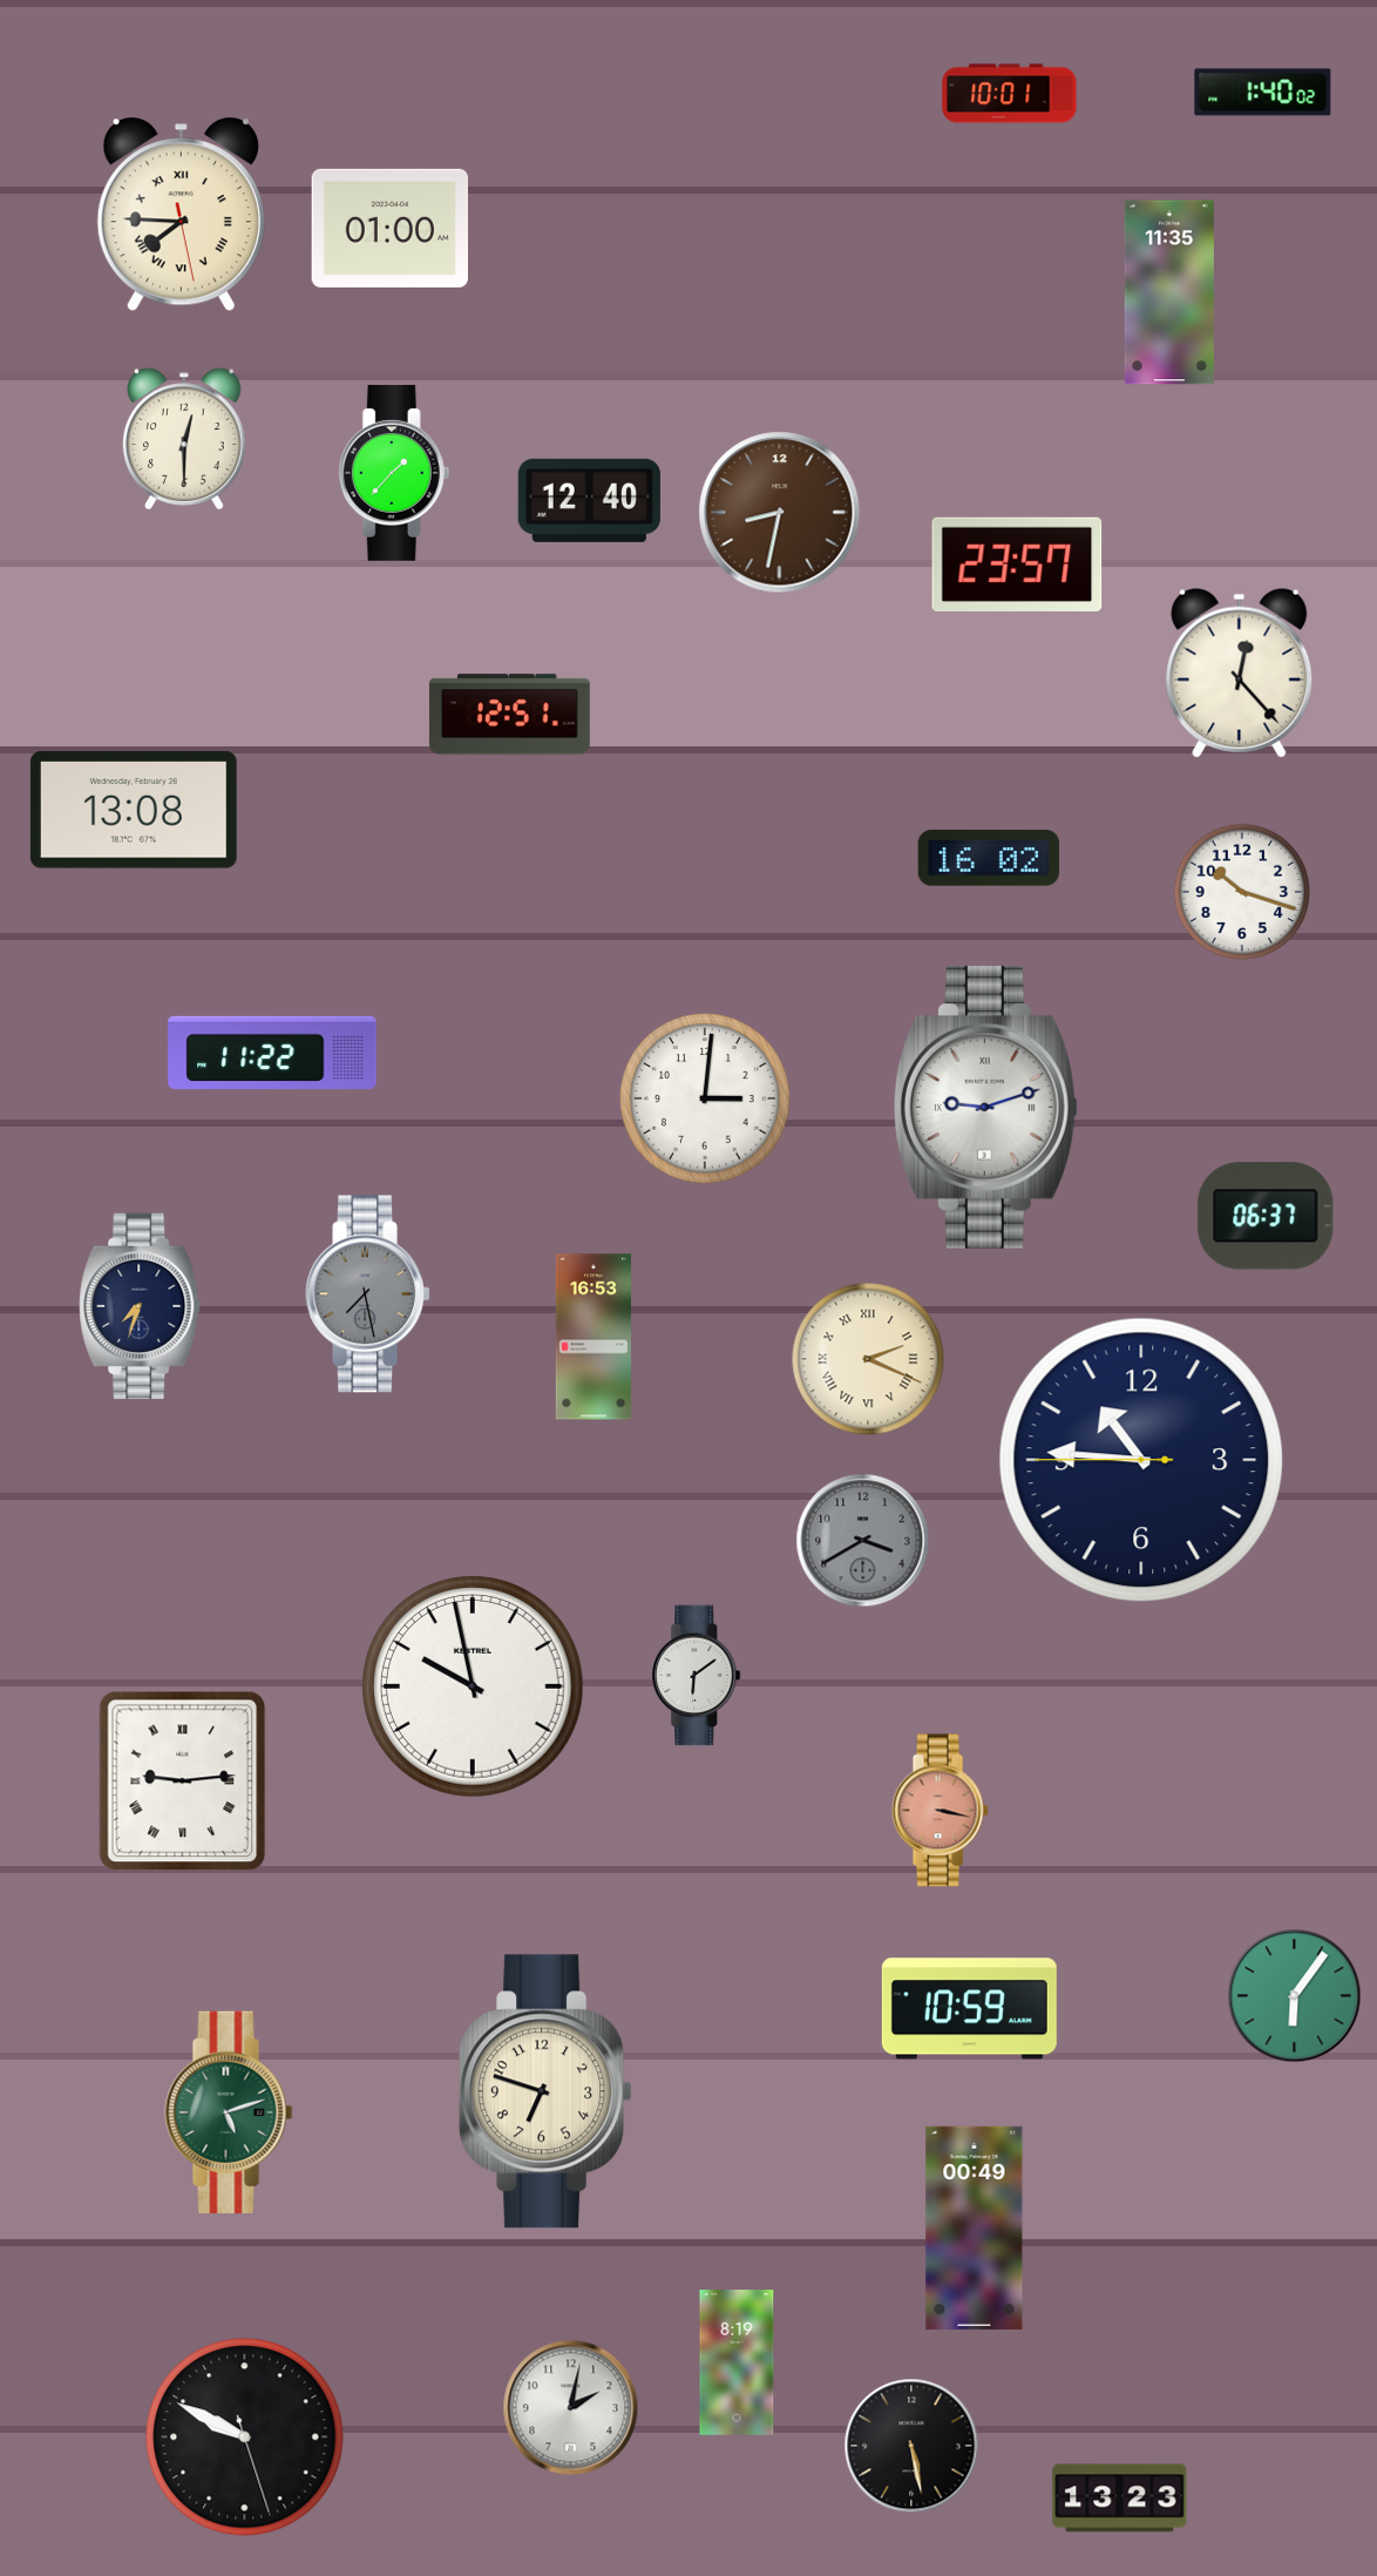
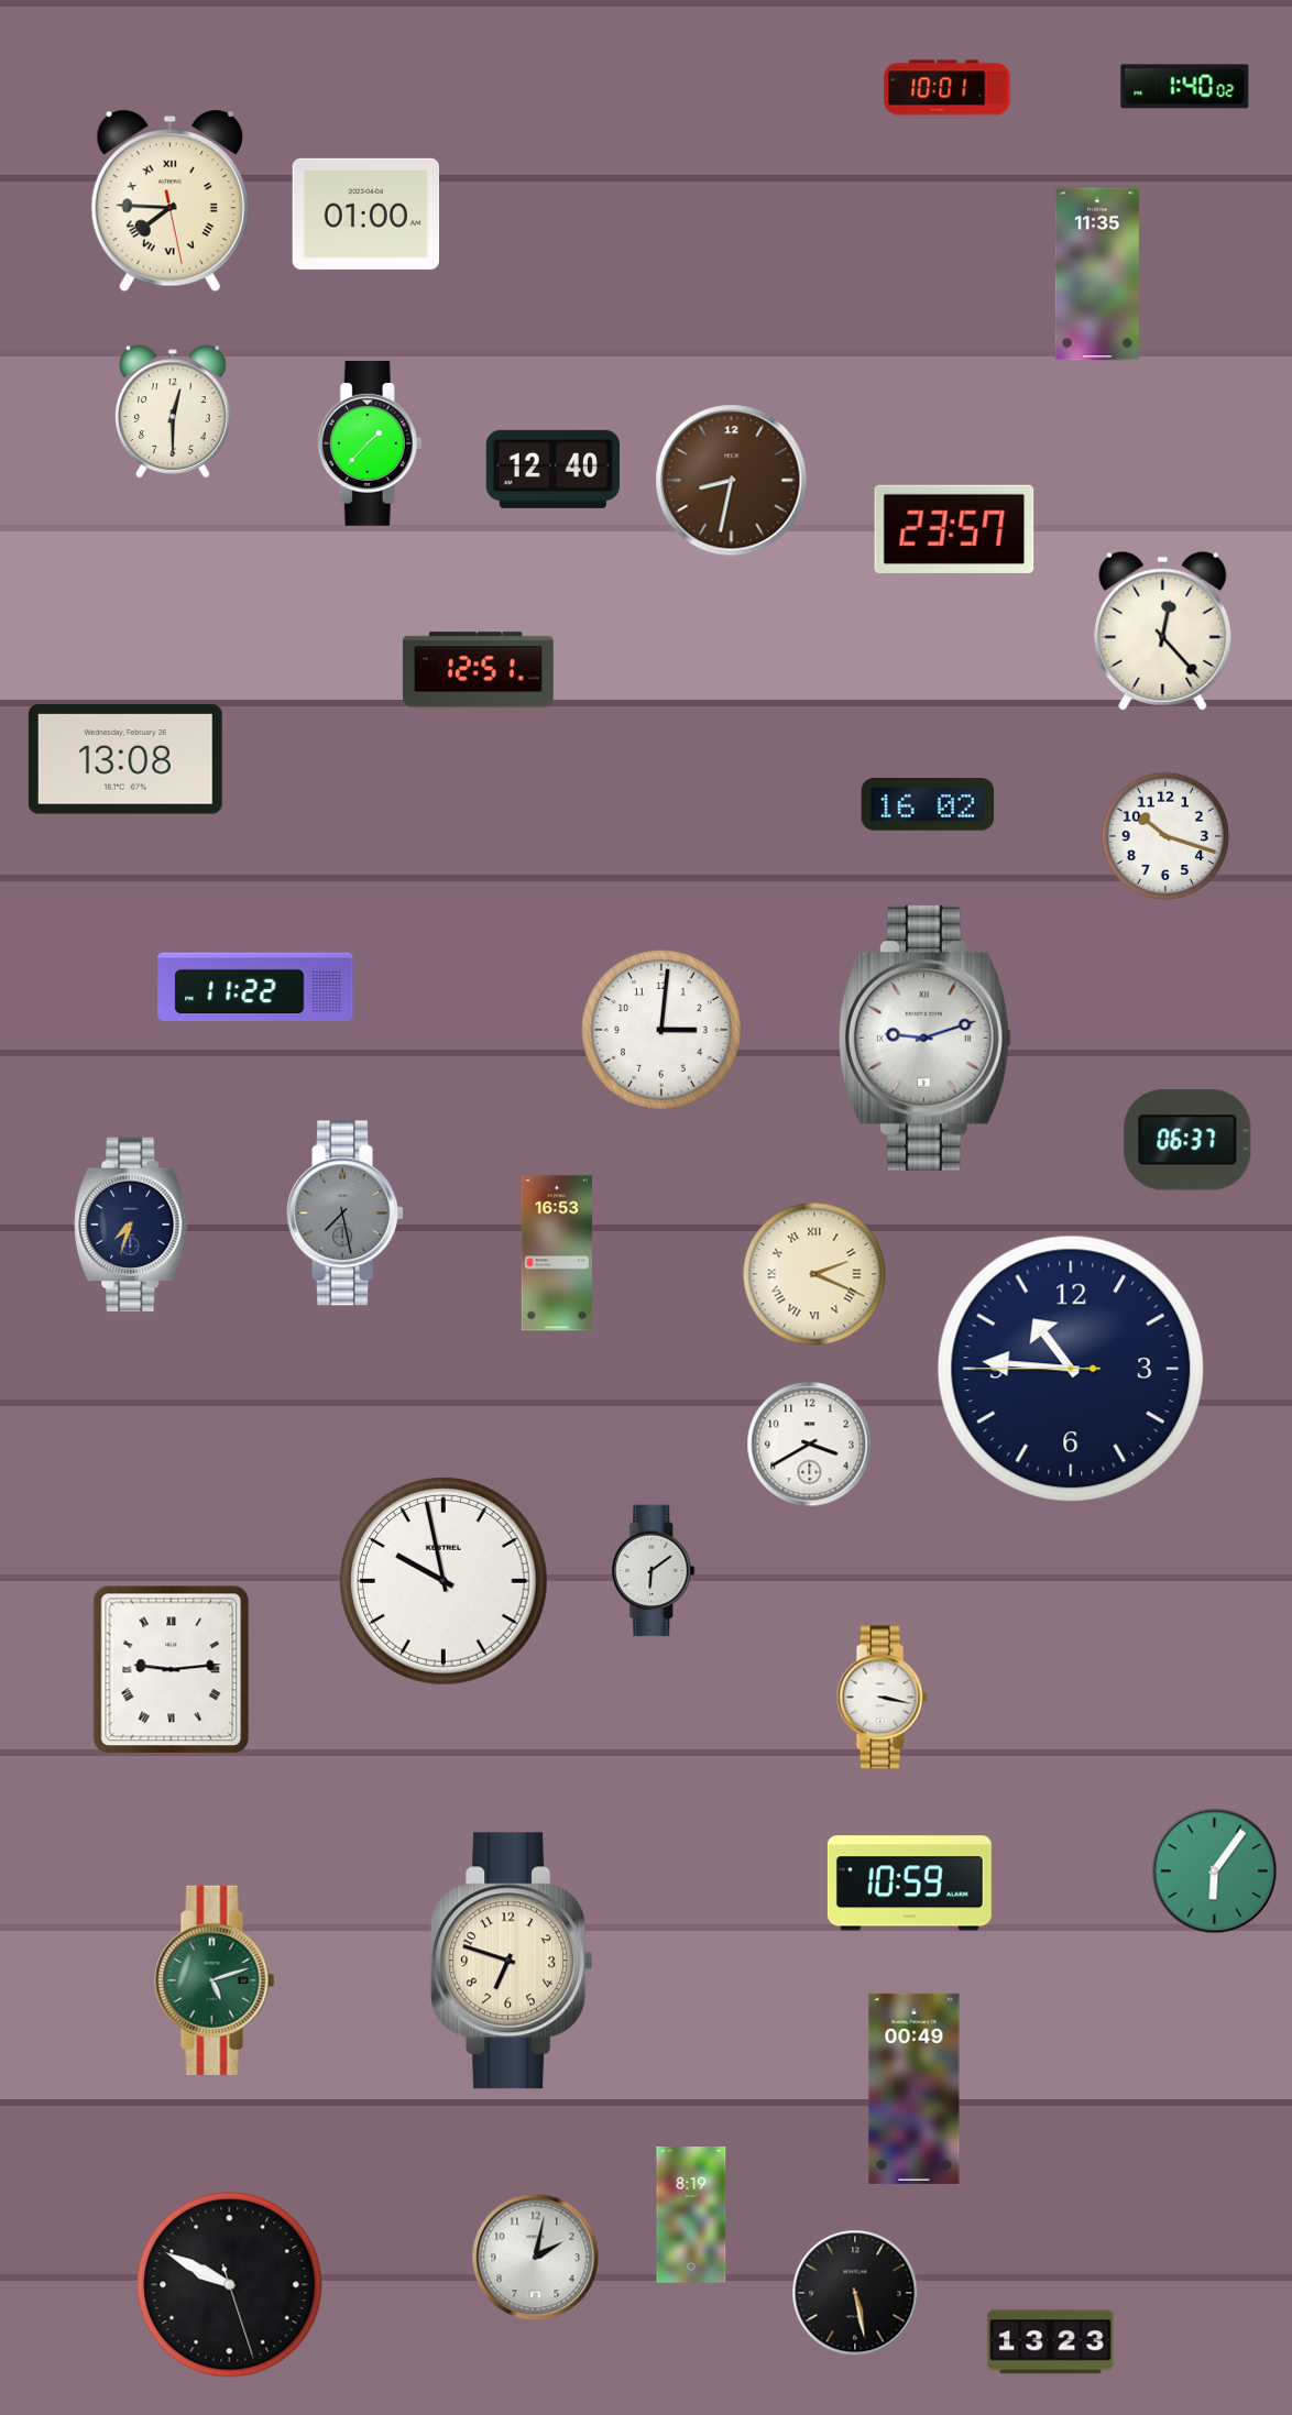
clock at (863, 1541) dial: grey -> white
clock at (940, 1811) dial: salmon -> white
